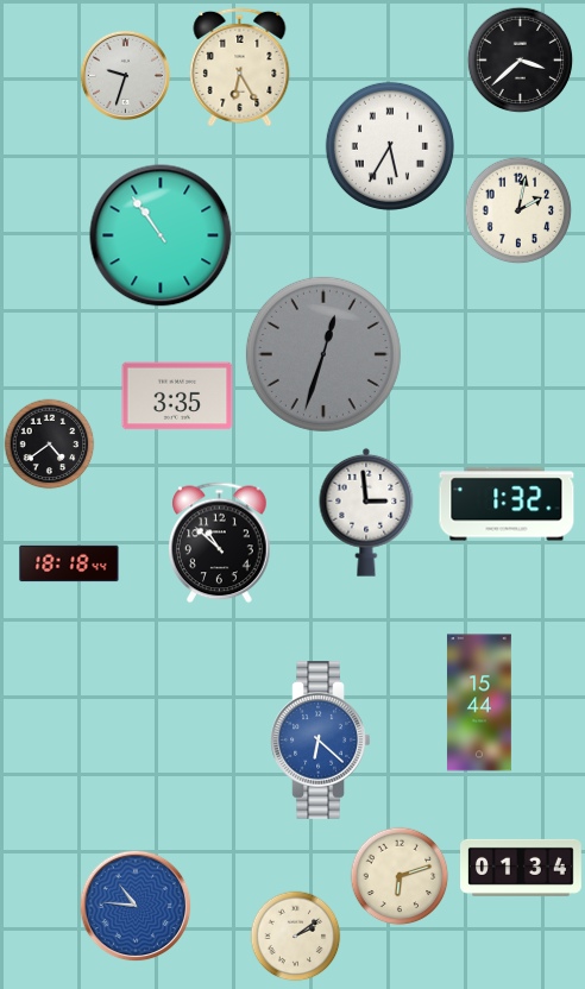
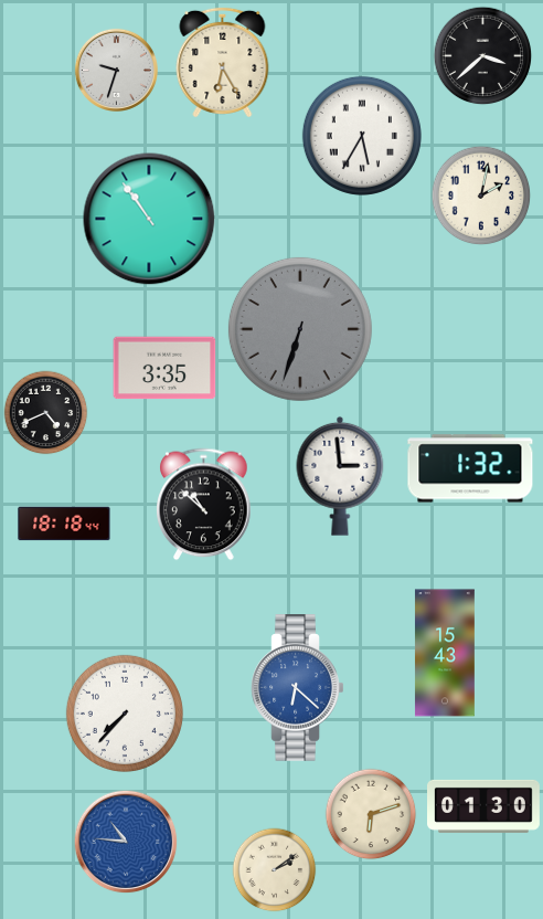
clock at (323, 354): 12:33 -> 6:33
clock at (50, 445): 4:39 -> 4:41
clock at (479, 703): 15:44 -> 15:43
clock at (125, 714): none -> 7:37
clock at (522, 868): 01:34 -> 01:30
